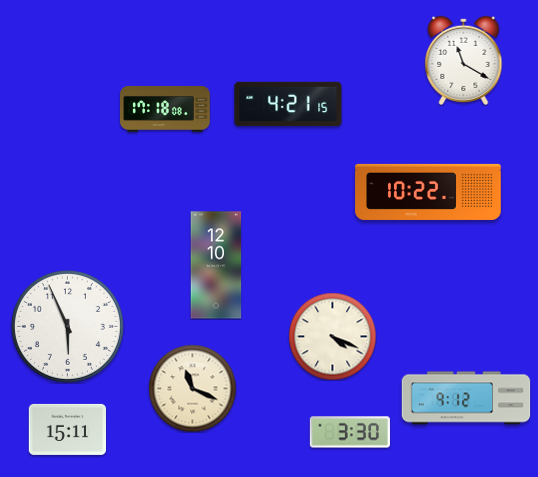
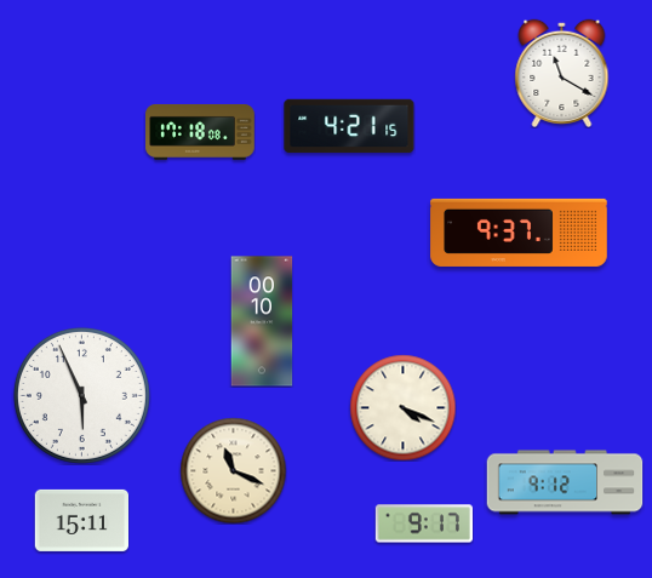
clock at (428, 192): 10:22 -> 9:37
clock at (216, 265): 12:10 -> 00:10
clock at (350, 432): 3:30 -> 9:17
